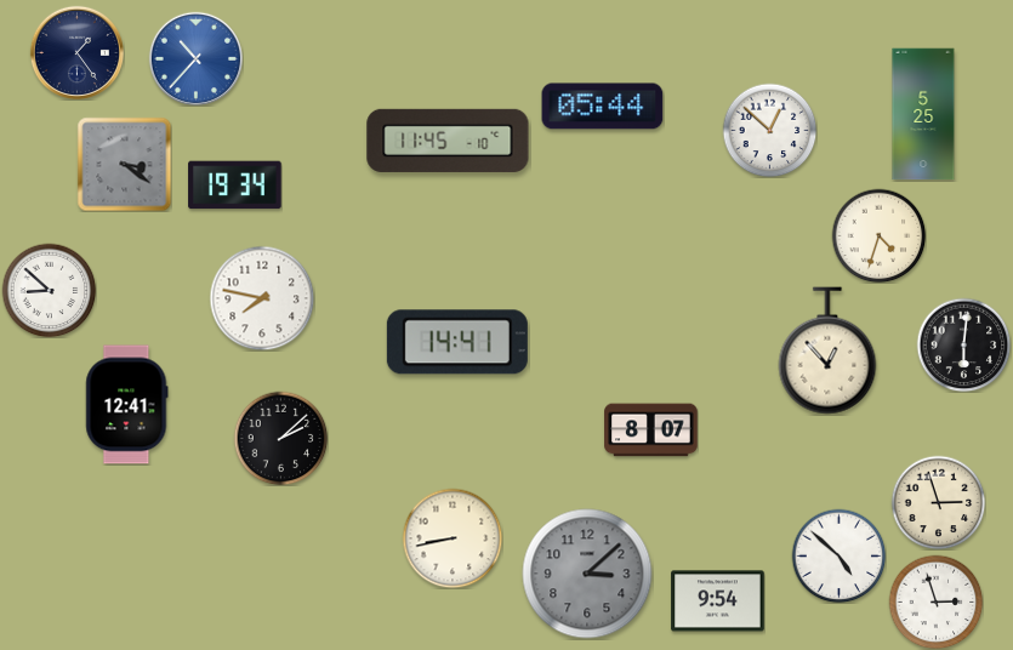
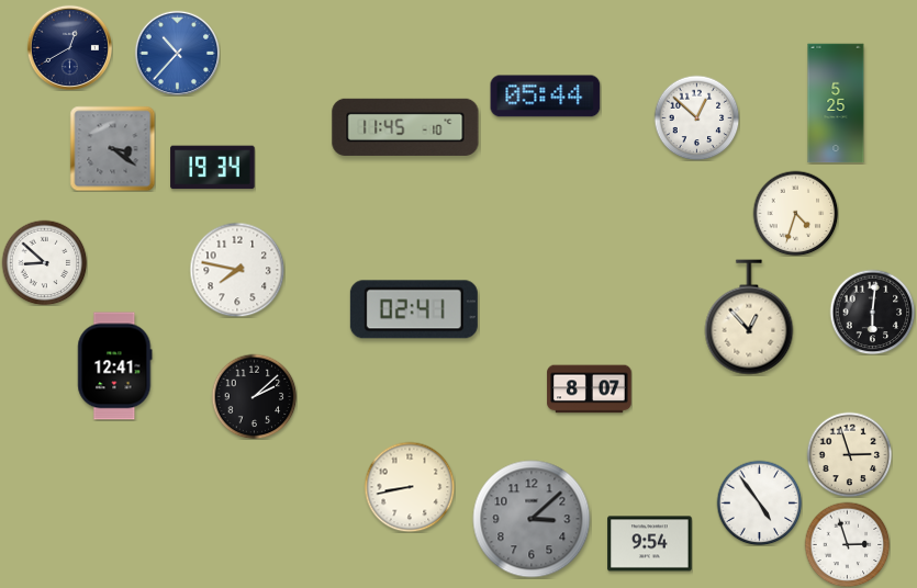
clock at (76, 52): 1:24 -> 12:40
clock at (457, 342): 14:41 -> 02:41
clock at (838, 555): 4:52 -> 4:54
